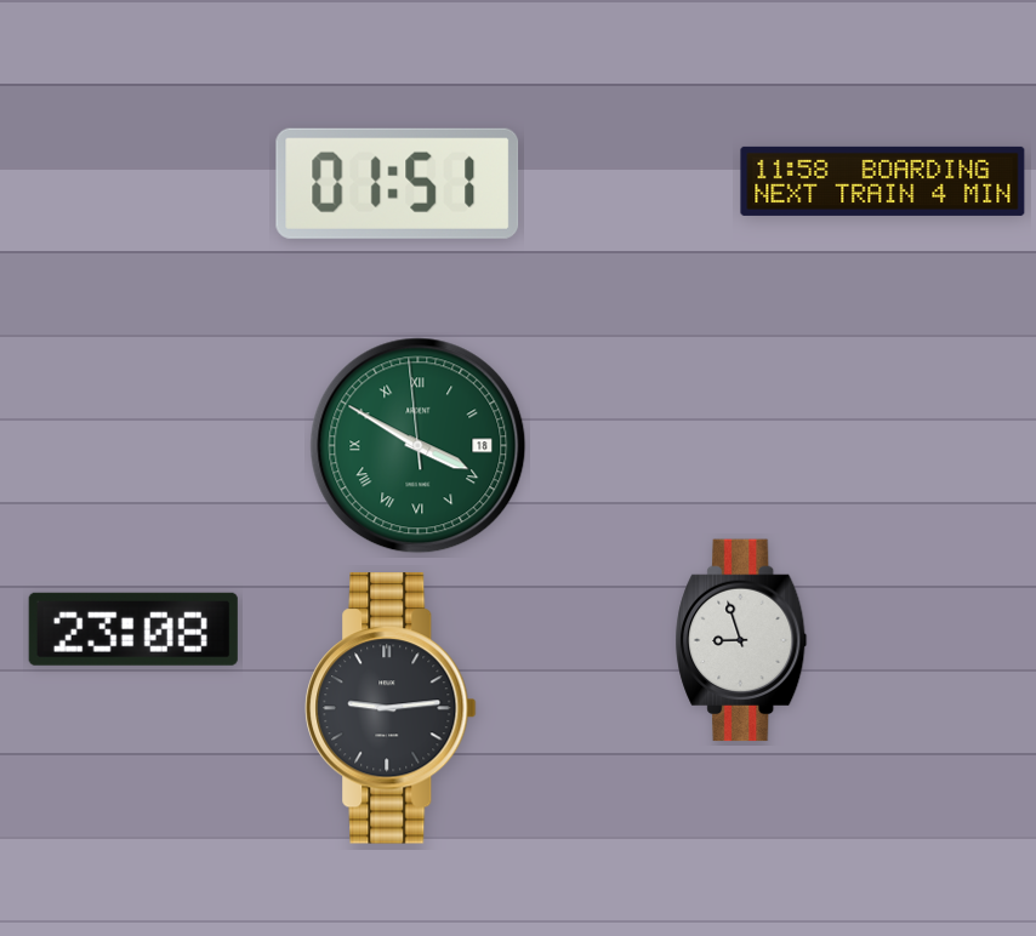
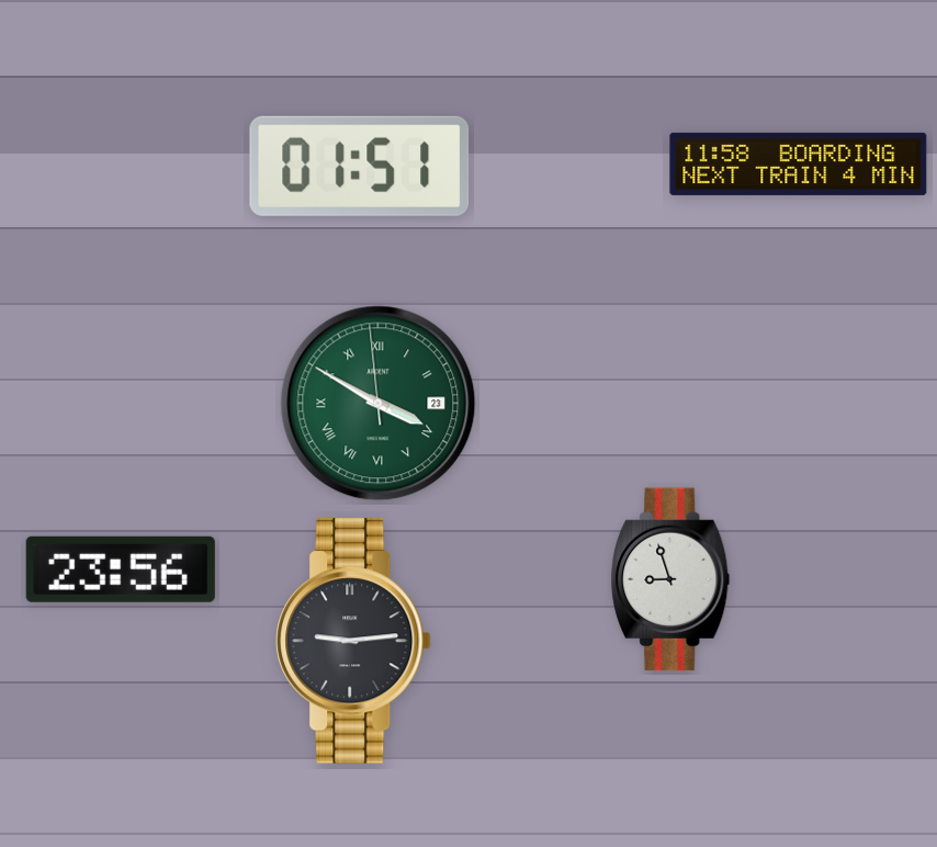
clock at (419, 446) date: 18 -> 23
clock at (133, 629): 23:08 -> 23:56
